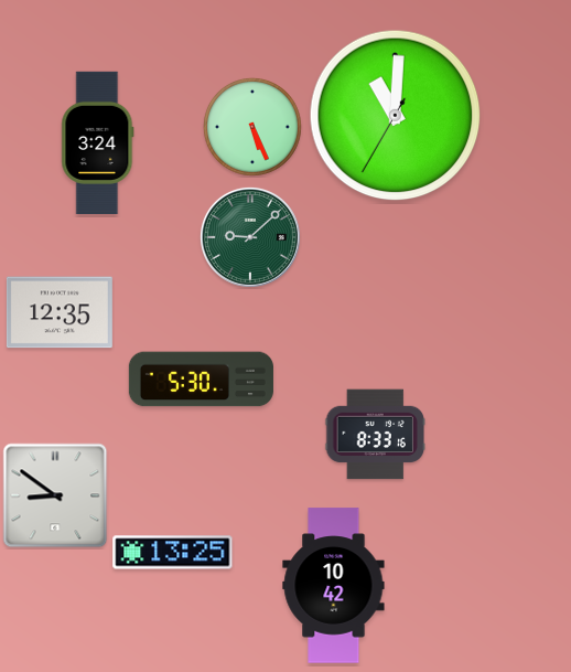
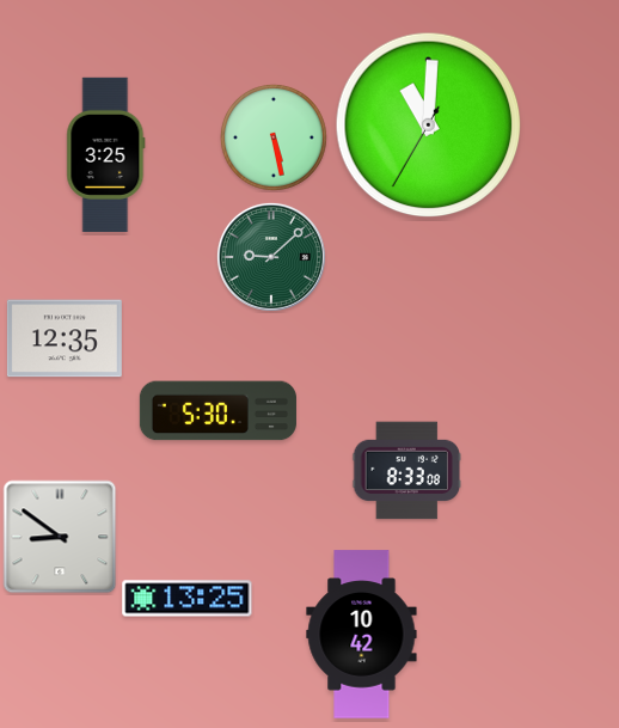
clock at (252, 127): 5:26 -> 5:28
clock at (98, 142): 3:24 -> 3:25
clock at (375, 435): 8:33:16 -> 8:33:08
